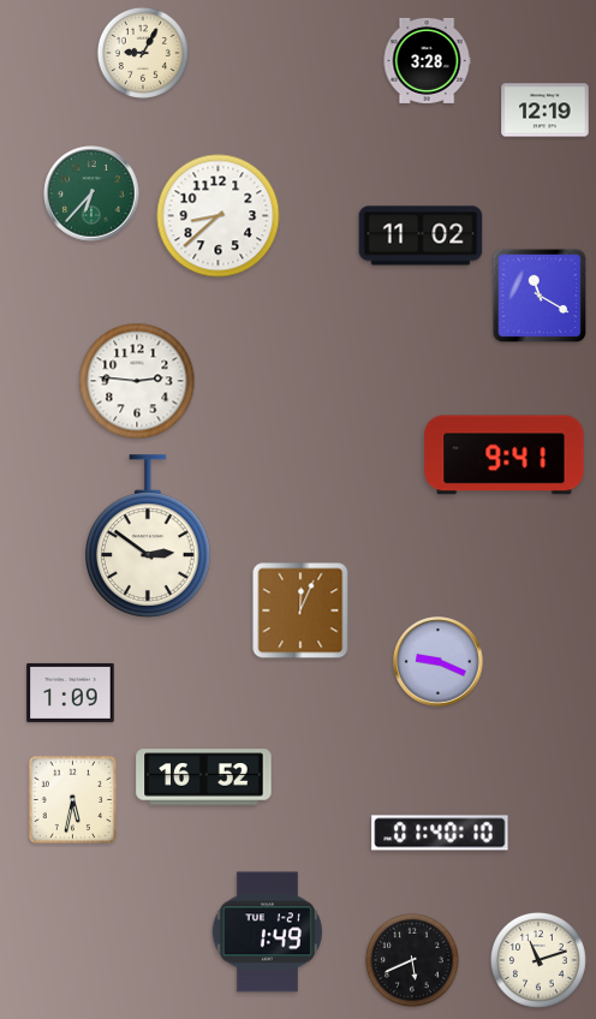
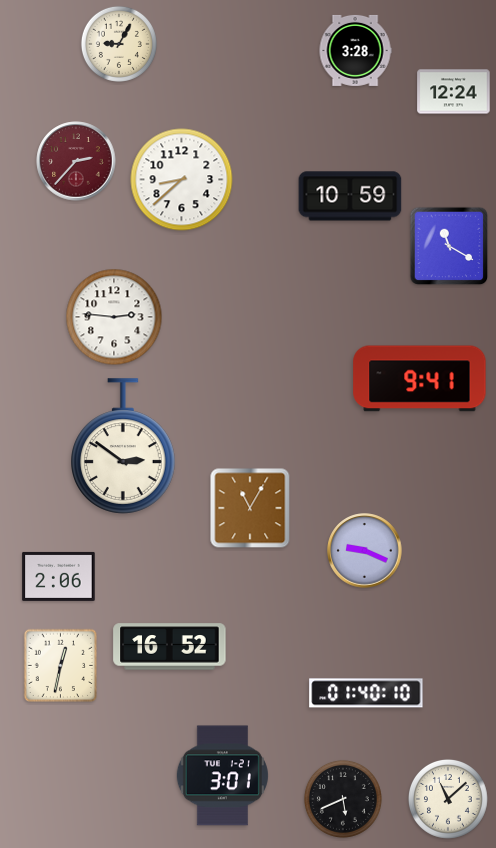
clock at (546, 111): 12:19 -> 12:24
clock at (91, 193): 6:37 -> 2:37
clock at (91, 193) dial: green -> burgundy
clock at (421, 236): 11:02 -> 10:59
clock at (300, 610): 12:04 -> 11:05
clock at (71, 692): 1:09 -> 2:06
clock at (73, 800): 5:32 -> 12:32
clock at (267, 932): 1:49 -> 3:01
clock at (538, 960): 11:12 -> 11:08
